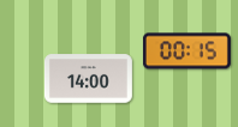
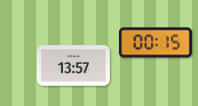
clock at (88, 79): 14:00 -> 13:57
